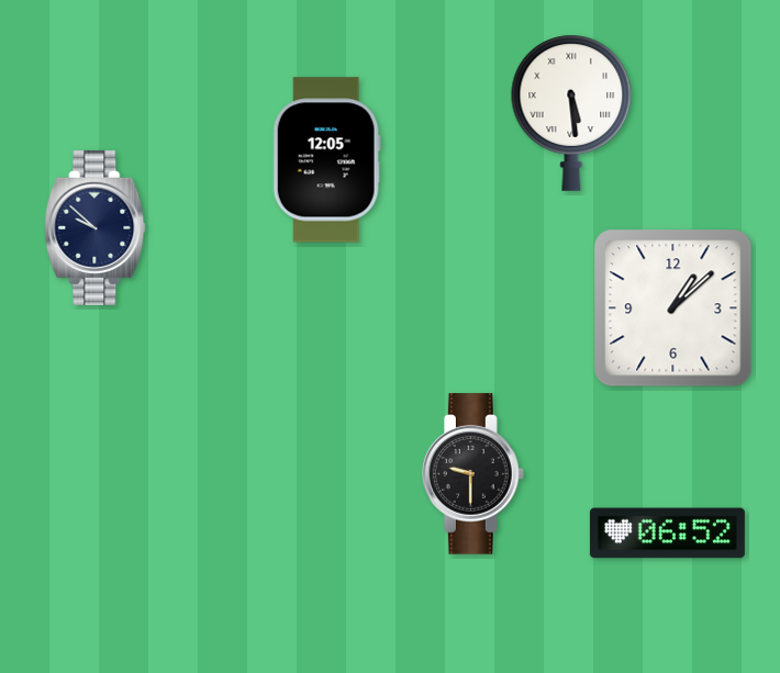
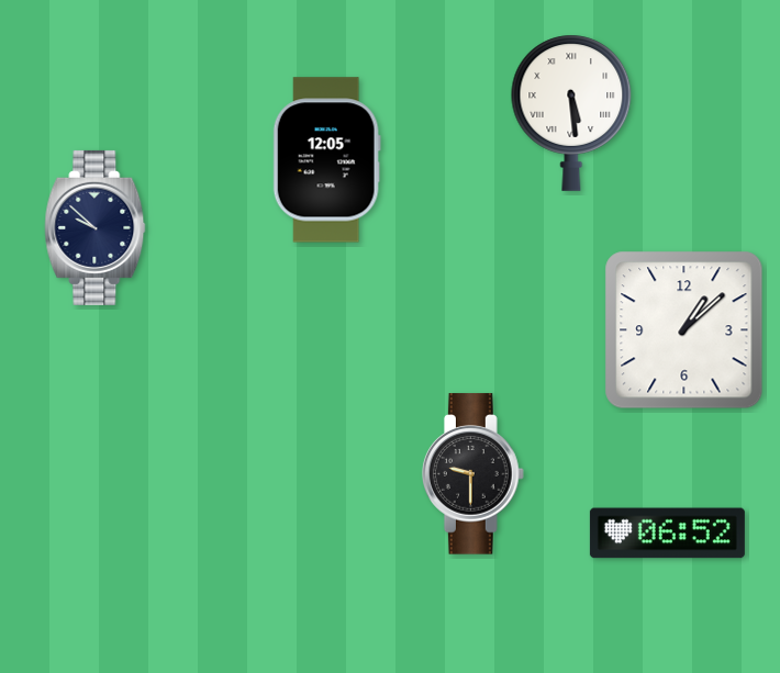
clock at (673, 309) position: (673, 309) -> (684, 330)
